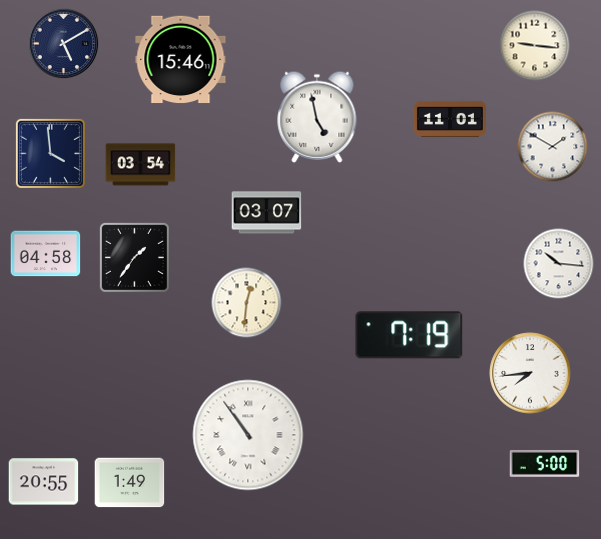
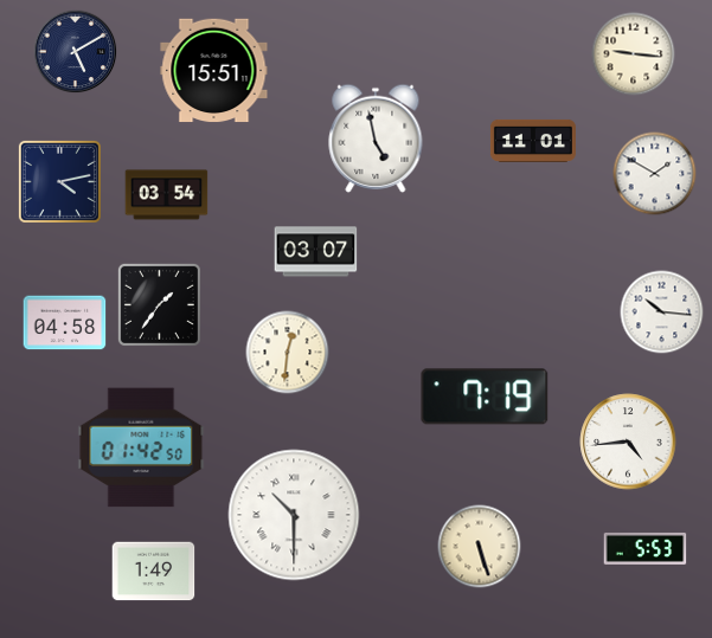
clock at (181, 60): 15:46 -> 15:51
clock at (50, 153): 3:59 -> 4:13
clock at (46, 254) position: (46, 254) -> (65, 323)
clock at (247, 303) position: (247, 303) -> (288, 353)
clock at (530, 373): 7:44 -> 4:44
clock at (141, 447): none -> 01:42
clock at (248, 435): 10:54 -> 10:30
clock at (480, 547): none -> 5:27
clock at (545, 463): 5:00 -> 5:53
clock at (44, 482): 20:55 -> none
